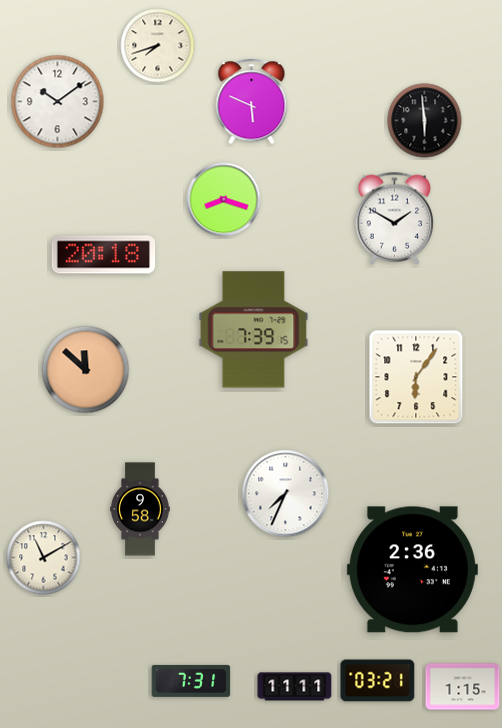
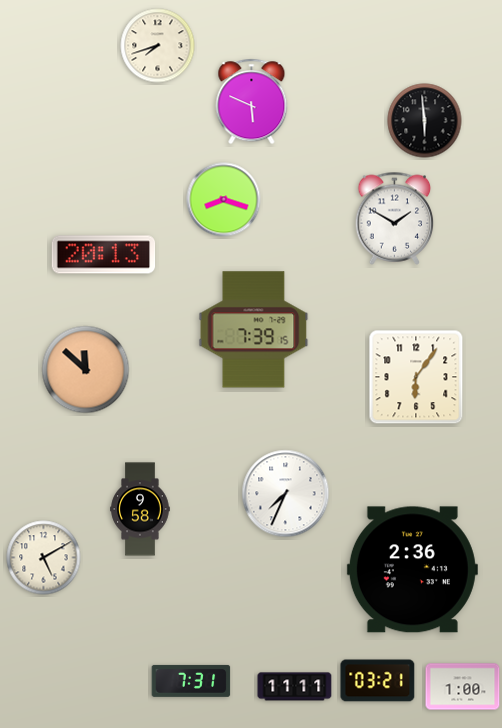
clock at (58, 102): 10:09 -> none
clock at (104, 255): 20:18 -> 20:13
clock at (44, 558): 11:10 -> 5:10
clock at (463, 687): 1:15 -> 1:00
